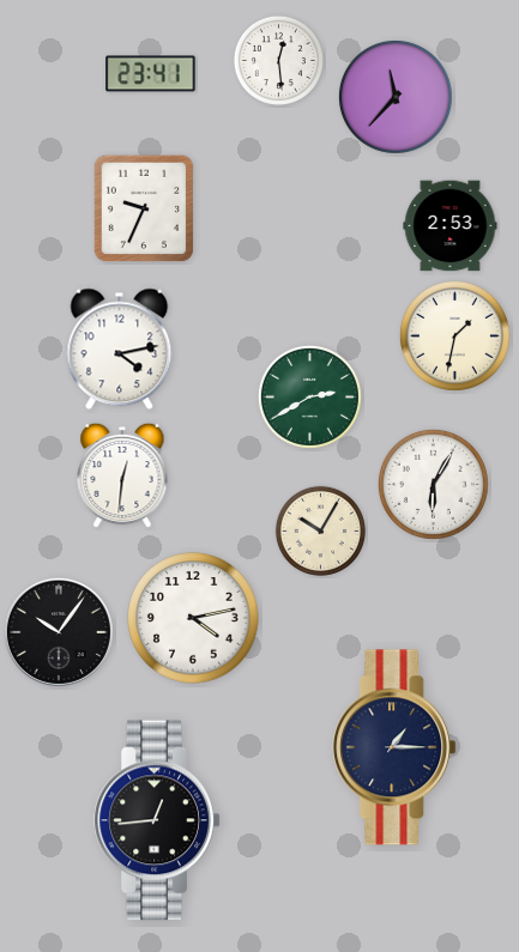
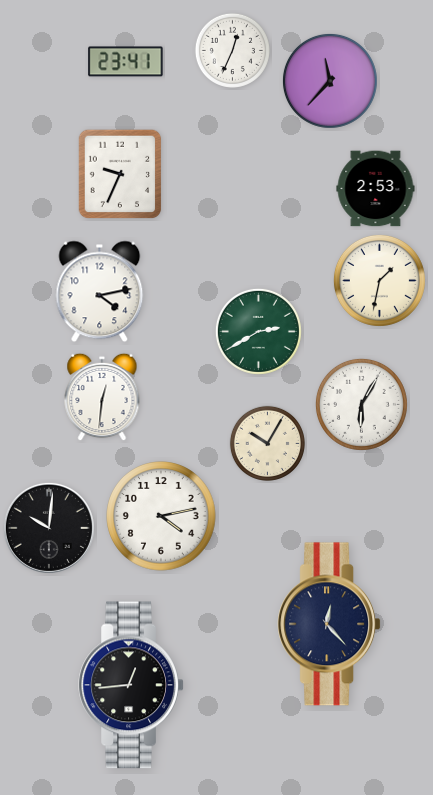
clock at (278, 60): 12:29 -> 12:34
clock at (59, 632): 10:06 -> 10:01
clock at (394, 747): 1:15 -> 12:23
